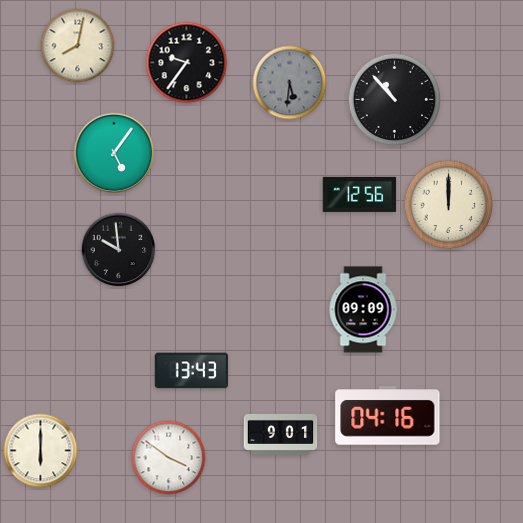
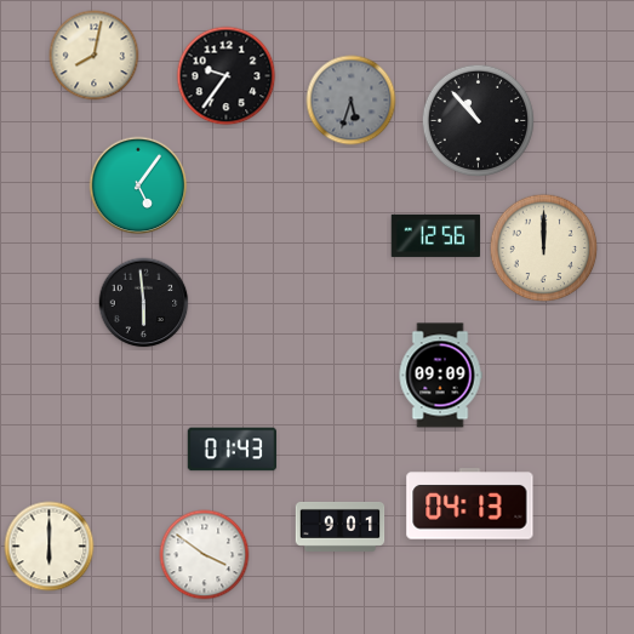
clock at (290, 83): 5:31 -> 5:33
clock at (119, 250): 9:59 -> 5:59
clock at (192, 371): 13:43 -> 01:43
clock at (388, 416): 04:16 -> 04:13
